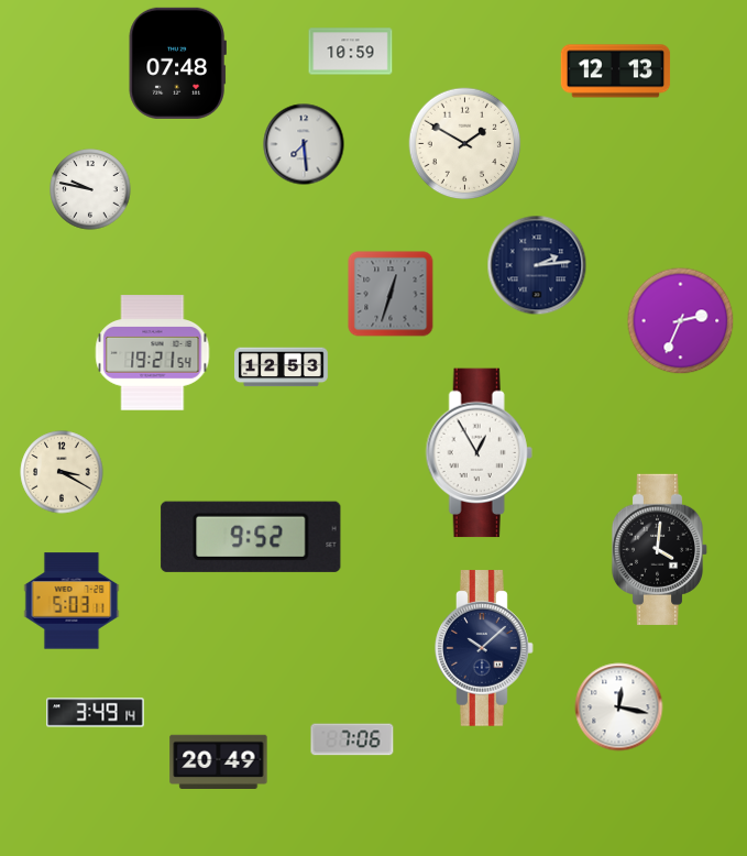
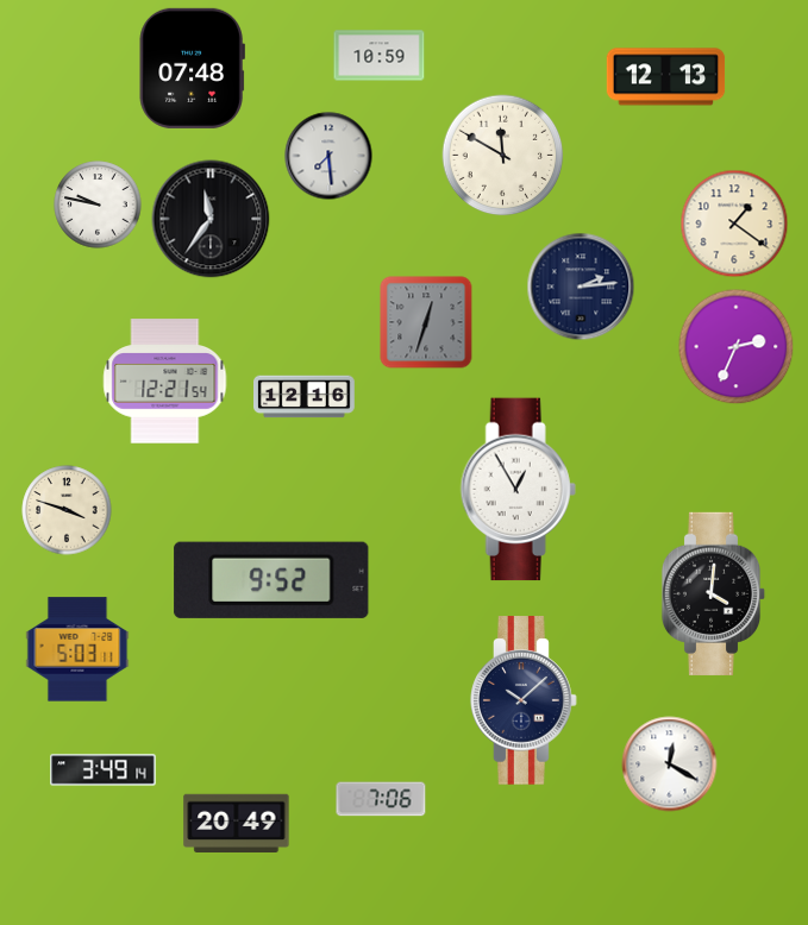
clock at (465, 144): 1:50 -> 11:50
clock at (211, 219): none -> 11:36
clock at (734, 224): none -> 1:21
clock at (391, 294) position: (391, 294) -> (426, 322)
clock at (153, 353): 19:21 -> 12:21
clock at (282, 367): 12:53 -> 12:16
clock at (62, 472): 3:20 -> 3:48
clock at (619, 707): 12:17 -> 12:20
